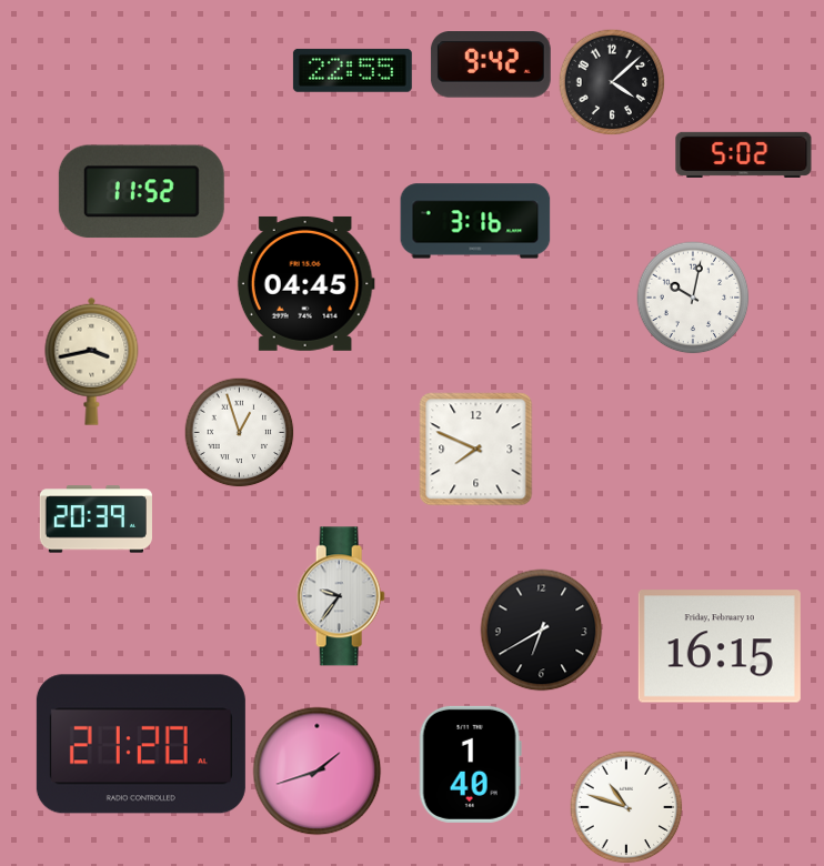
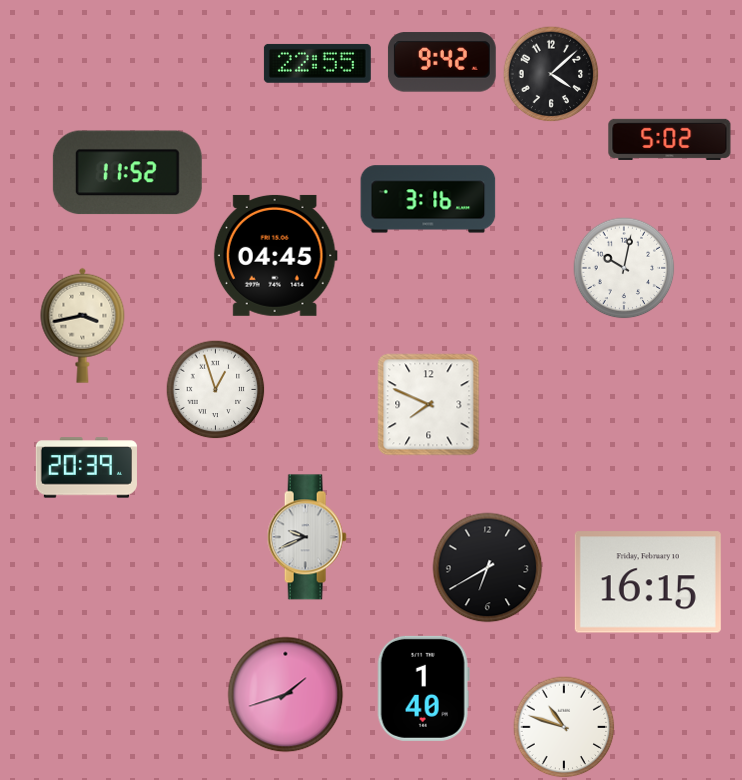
clock at (491, 64) position: (491, 64) -> (442, 62)
clock at (341, 596): 9:36 -> 9:41
clock at (141, 744): 21:20 -> none
